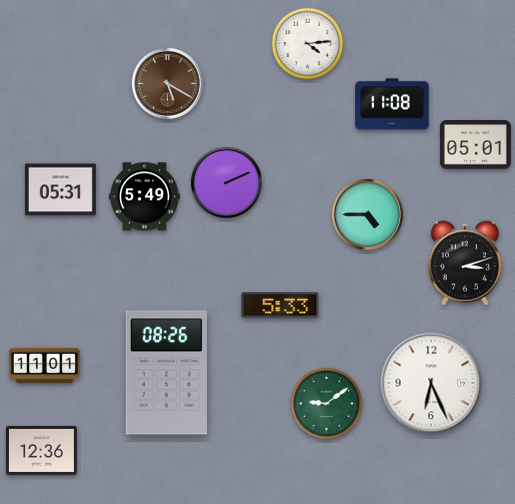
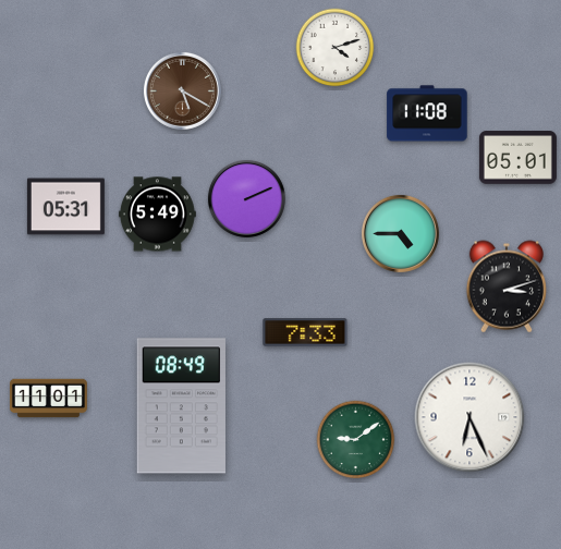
clock at (308, 44): 4:14 -> 4:12
clock at (280, 305): 5:33 -> 7:33
clock at (166, 373): 08:26 -> 08:49
clock at (41, 450): 12:36 -> none
